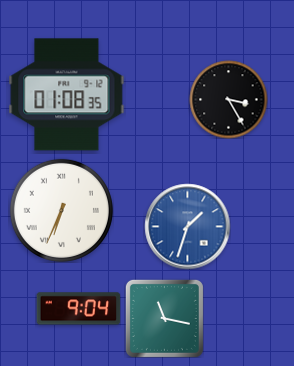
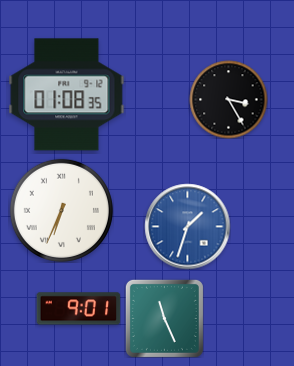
clock at (78, 309): 9:04 -> 9:01
clock at (164, 318): 11:17 -> 11:26
